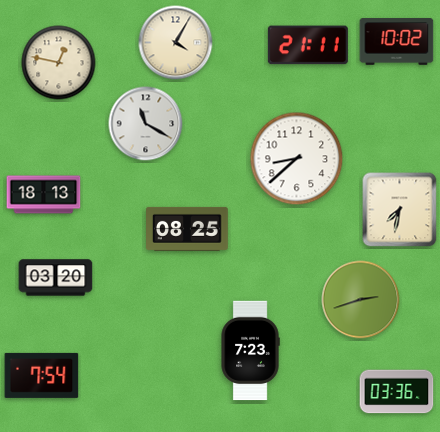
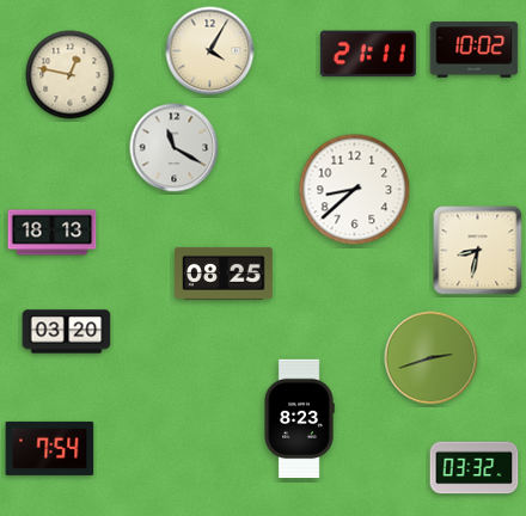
clock at (400, 210): 7:32 -> 8:32
clock at (250, 351): 7:23 -> 8:23
clock at (397, 392): 03:36 -> 03:32
